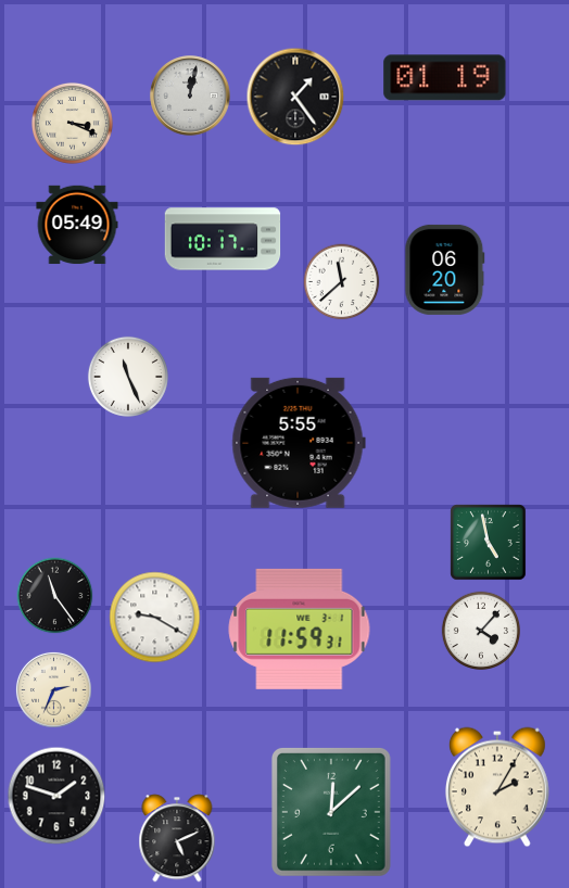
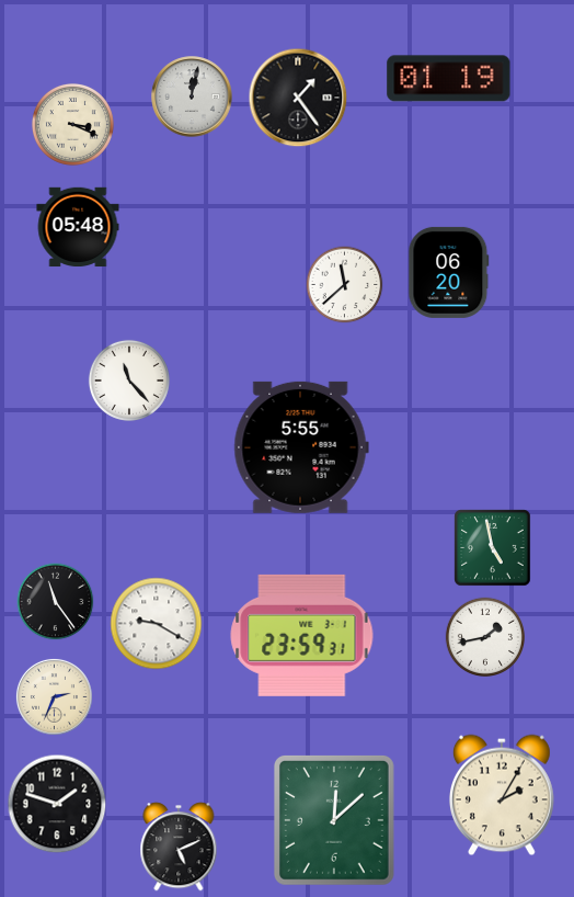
clock at (77, 225): 05:49 -> 05:48
clock at (223, 239): 10:17 -> none
clock at (128, 377): 11:26 -> 11:23
clock at (300, 629): 11:59 -> 23:59
clock at (480, 630): 4:07 -> 1:43
